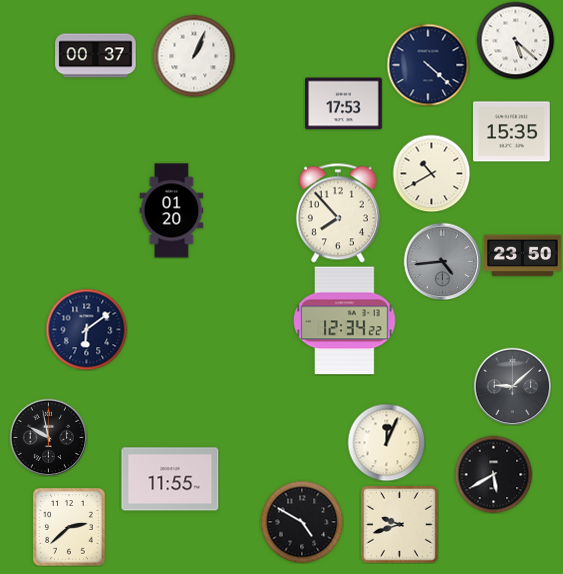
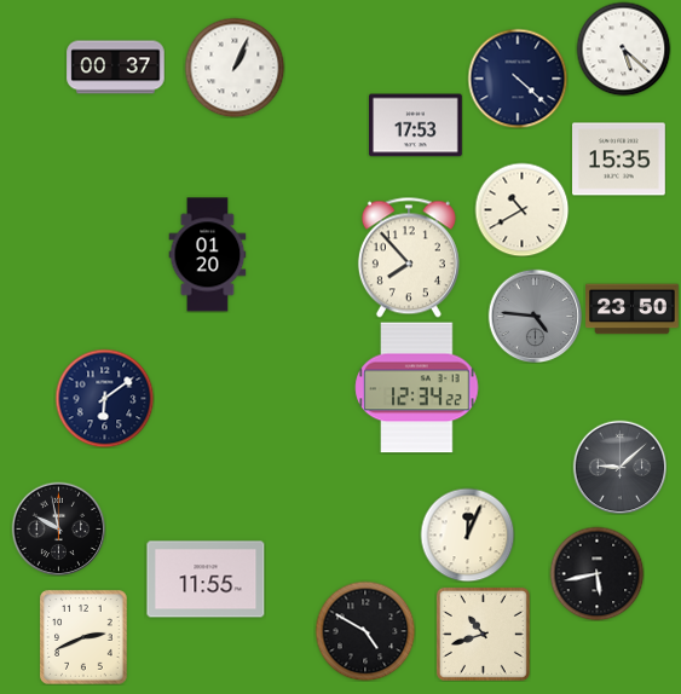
clock at (442, 261): 4:44 -> 4:46
clock at (493, 474): 5:40 -> 5:43
clock at (399, 524): 9:42 -> 10:42
clock at (69, 527): 2:38 -> 2:41
